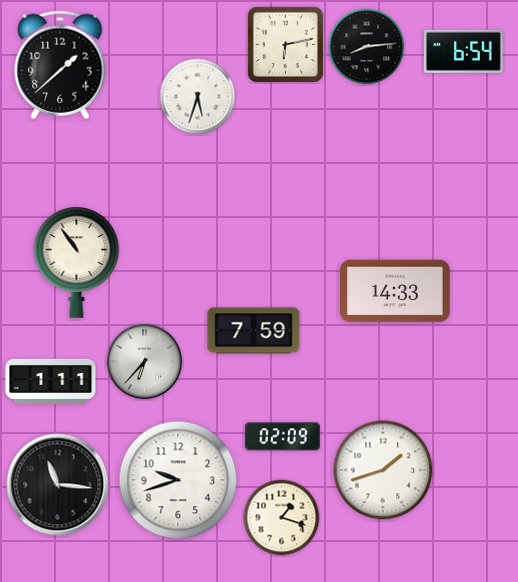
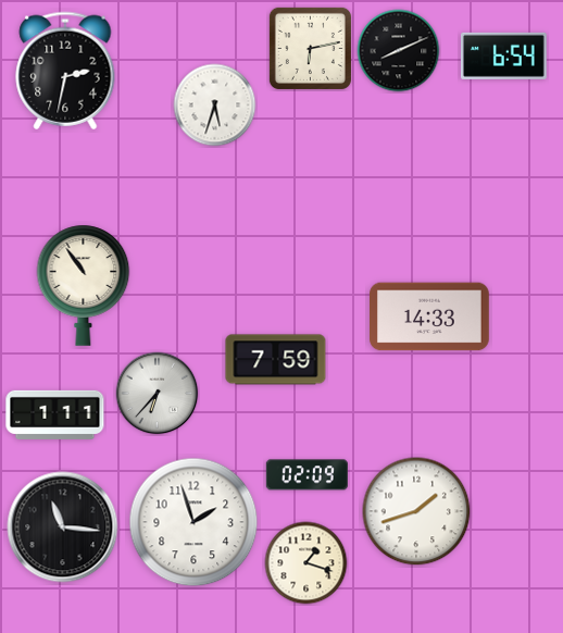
clock at (367, 47): 8:14 -> 8:11
clock at (60, 65): 1:38 -> 2:32
clock at (178, 480): 9:42 -> 1:57
